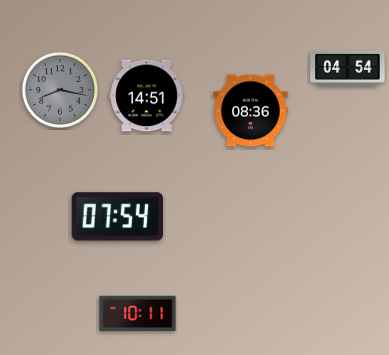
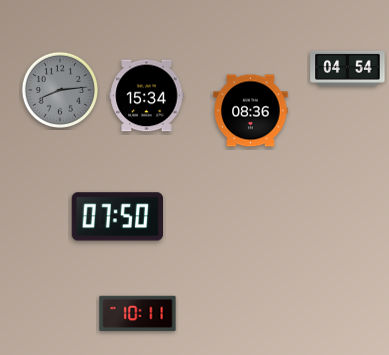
clock at (59, 89): 8:17 -> 8:14
clock at (147, 96): 14:51 -> 15:34
clock at (118, 217): 07:54 -> 07:50
